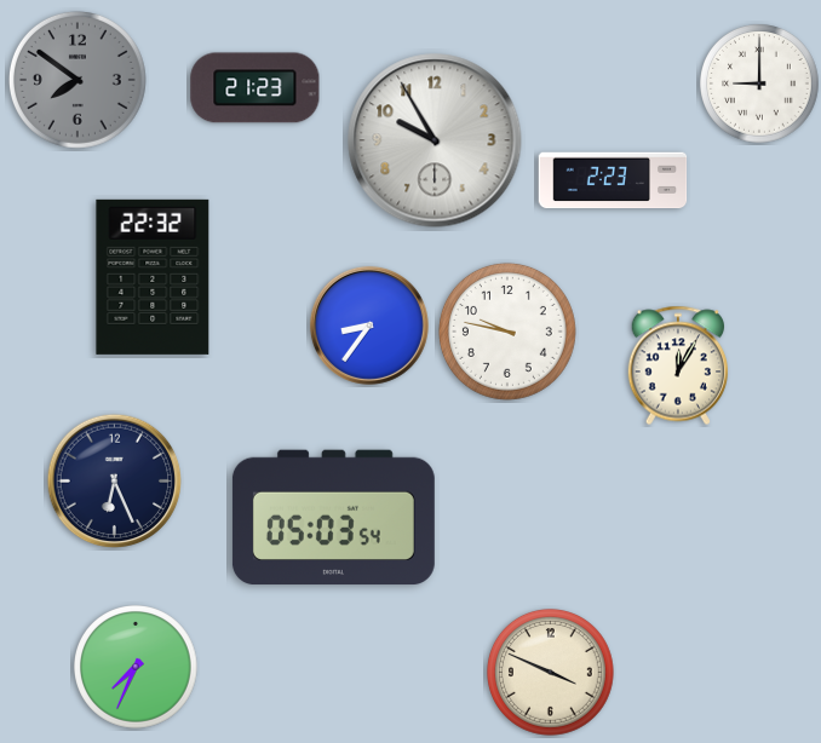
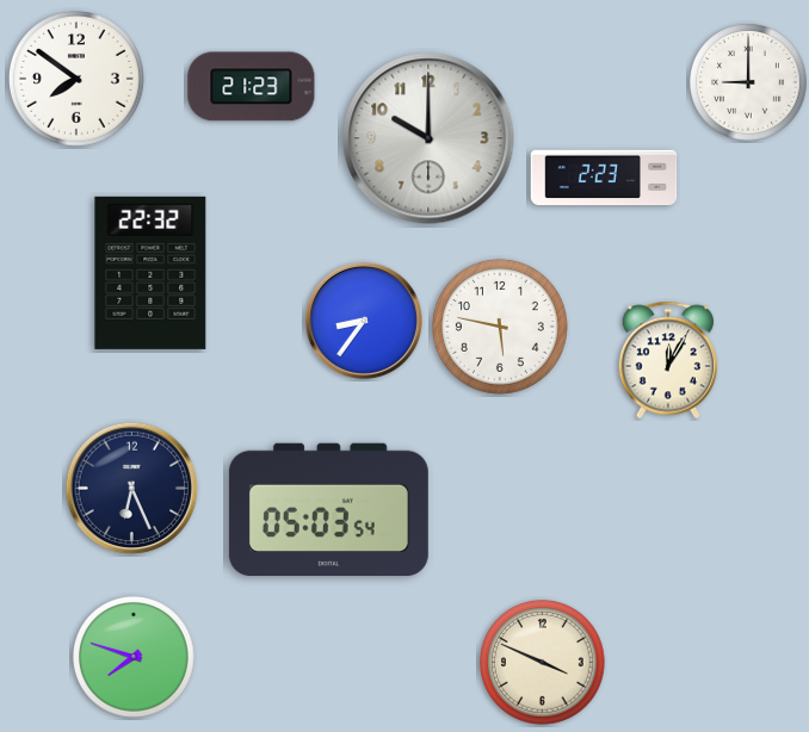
clock at (77, 80) dial: grey -> white
clock at (435, 140): 9:55 -> 10:00
clock at (507, 332): 9:47 -> 5:47
clock at (115, 482) position: (115, 482) -> (132, 489)
clock at (137, 668): 7:34 -> 7:48
